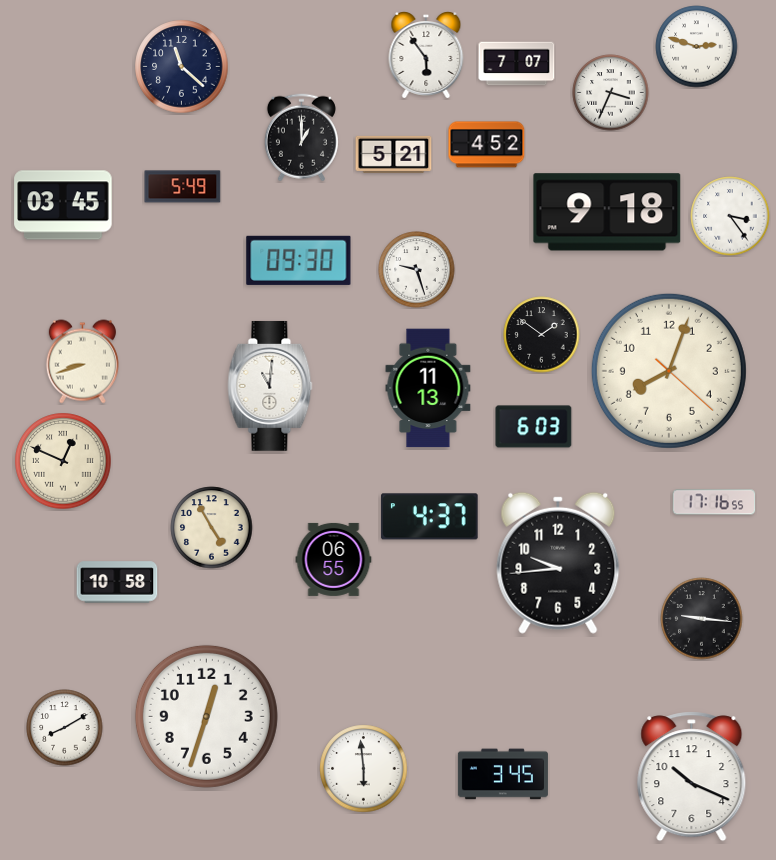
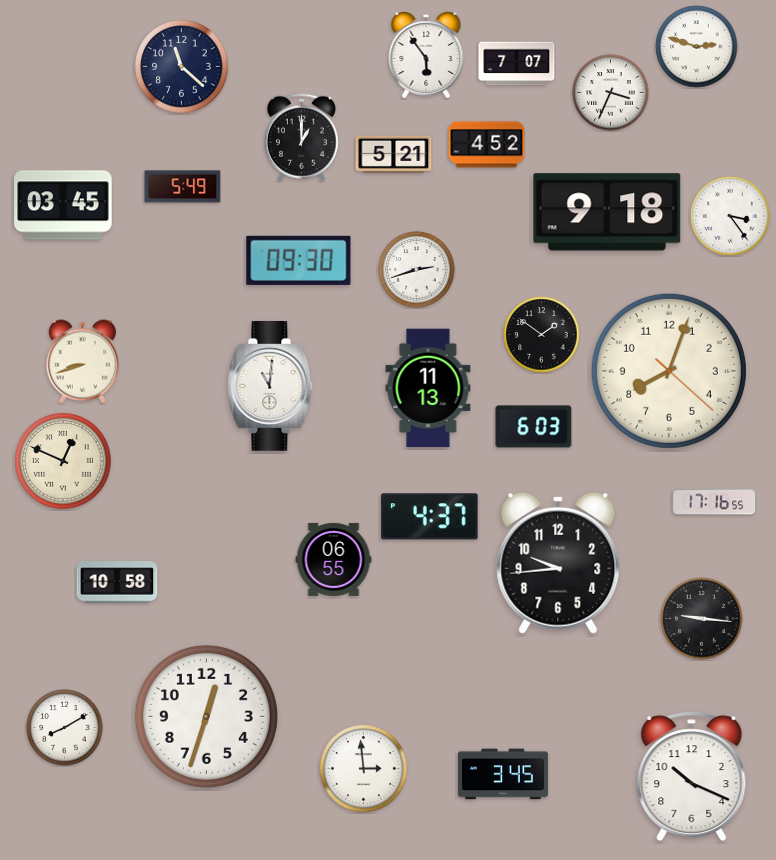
clock at (417, 270): 9:27 -> 2:42
clock at (212, 528): 4:55 -> none
clock at (364, 769): 5:59 -> 2:59
